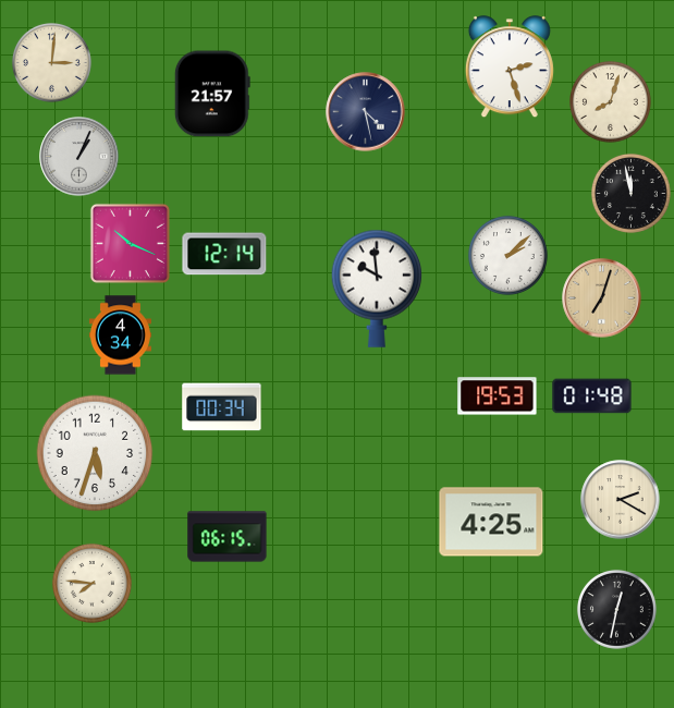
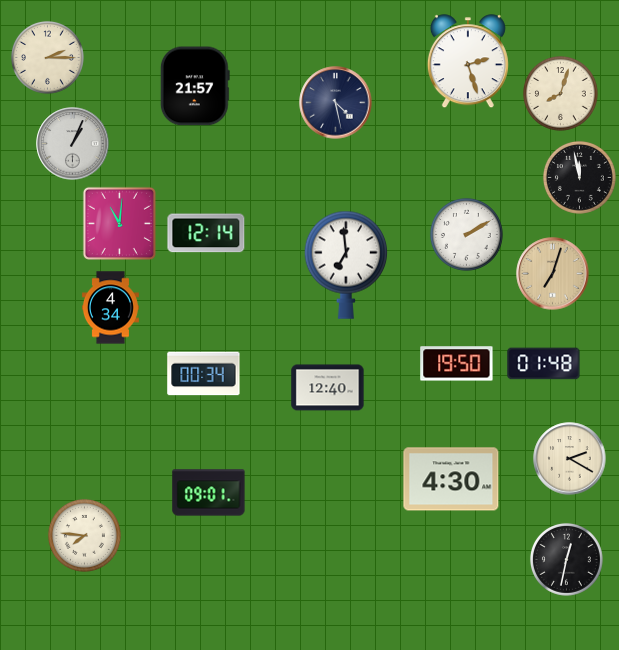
clock at (51, 62): 3:01 -> 2:15
clock at (130, 243): 10:19 -> 11:01
clock at (507, 255): 2:08 -> 2:10
clock at (377, 289): 9:59 -> 6:59
clock at (498, 396): 19:53 -> 19:50
clock at (328, 388): none -> 12:40
clock at (95, 453): 5:33 -> none
clock at (491, 522): 4:25 -> 4:30
clock at (228, 537): 06:15 -> 09:01
